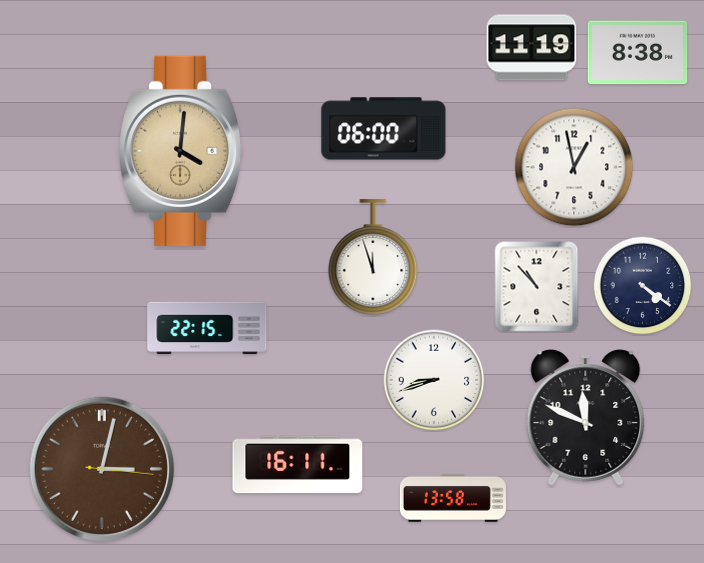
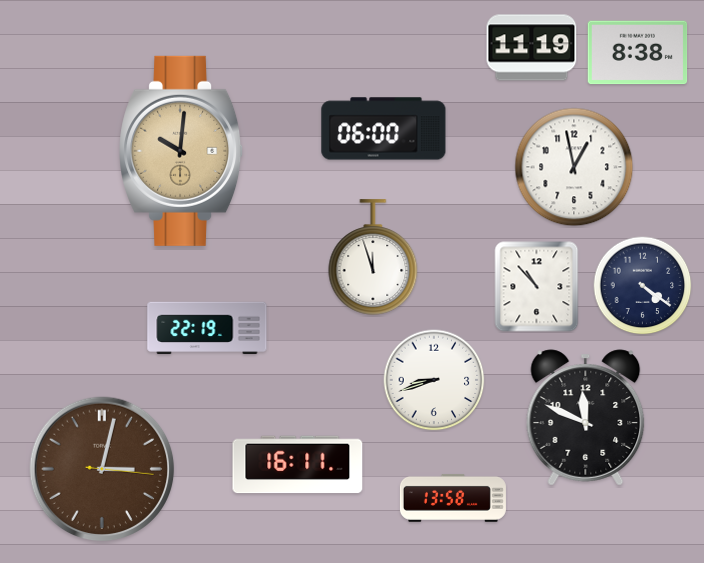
clock at (182, 151): 4:01 -> 10:01
clock at (207, 328): 22:15 -> 22:19
